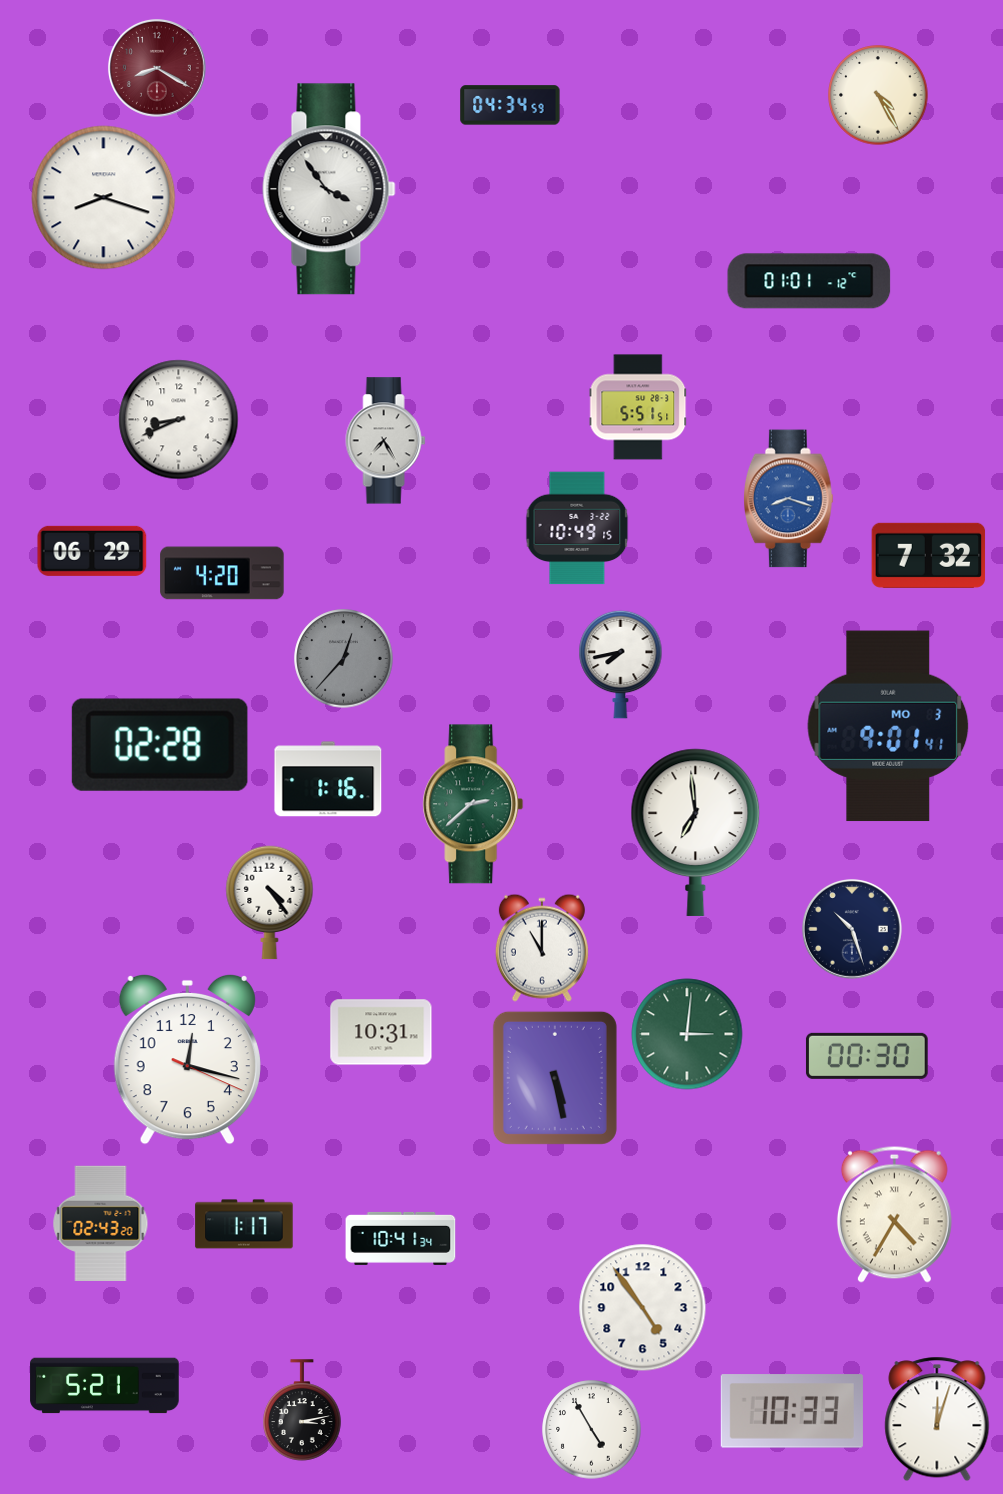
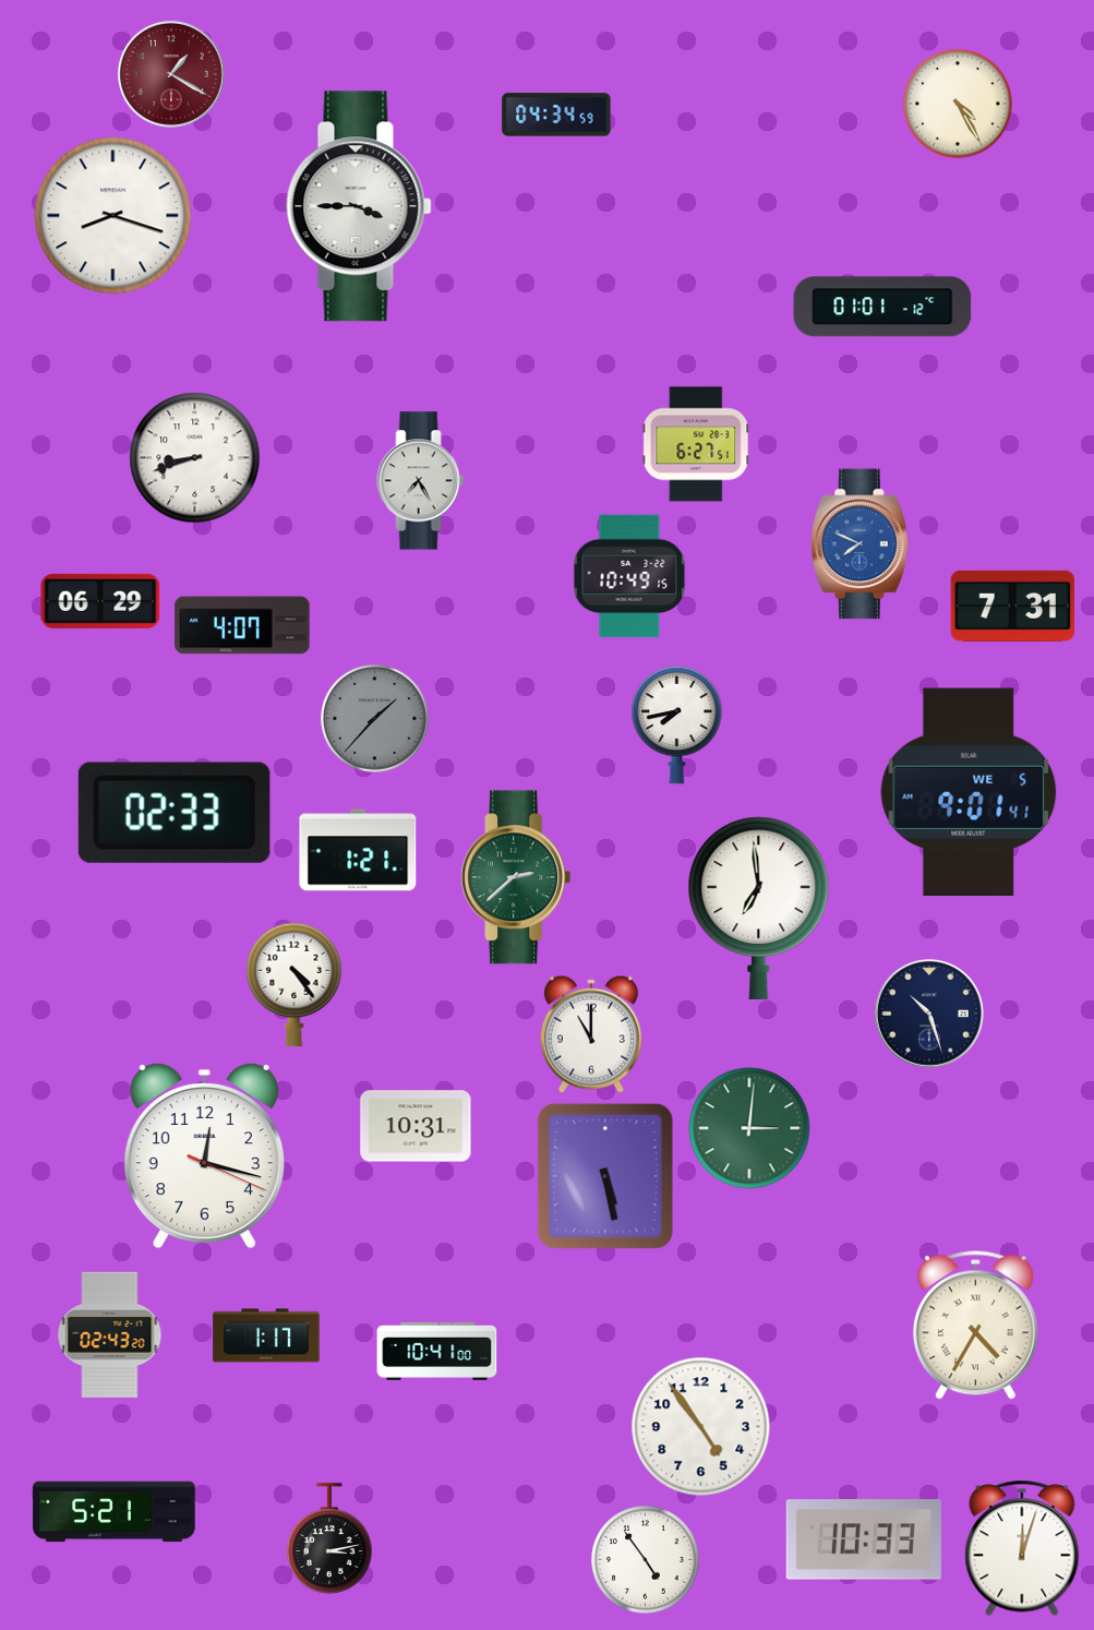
clock at (157, 68): 8:20 -> 1:20
clock at (329, 189): 3:54 -> 3:45
clock at (638, 407): 5:51 -> 6:27
clock at (179, 420): 8:41 -> 8:42
clock at (789, 499): 8:18 -> 7:49
clock at (929, 555): 7:32 -> 7:31
clock at (222, 573): 4:20 -> 4:07
clock at (344, 659): 12:37 -> 1:37
clock at (888, 726) date: MO 3 -> WE 5
clock at (160, 745): 02:28 -> 02:33
clock at (328, 779): 1:16 -> 1:21
clock at (867, 1056): 00:30 -> none
clock at (401, 1238): 10:41:34 -> 10:41:00
clock at (592, 1430): 4:55 -> 4:54
